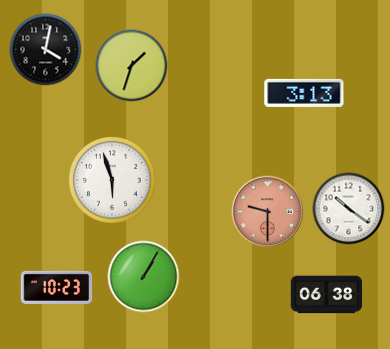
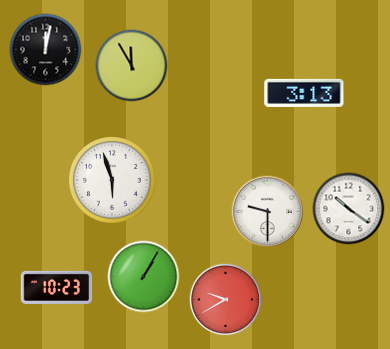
clock at (46, 50): 4:02 -> 12:02
clock at (132, 66): 1:33 -> 11:55
clock at (268, 212) dial: salmon -> white
clock at (327, 295): 06:38 -> none
clock at (226, 300): none -> 9:40
